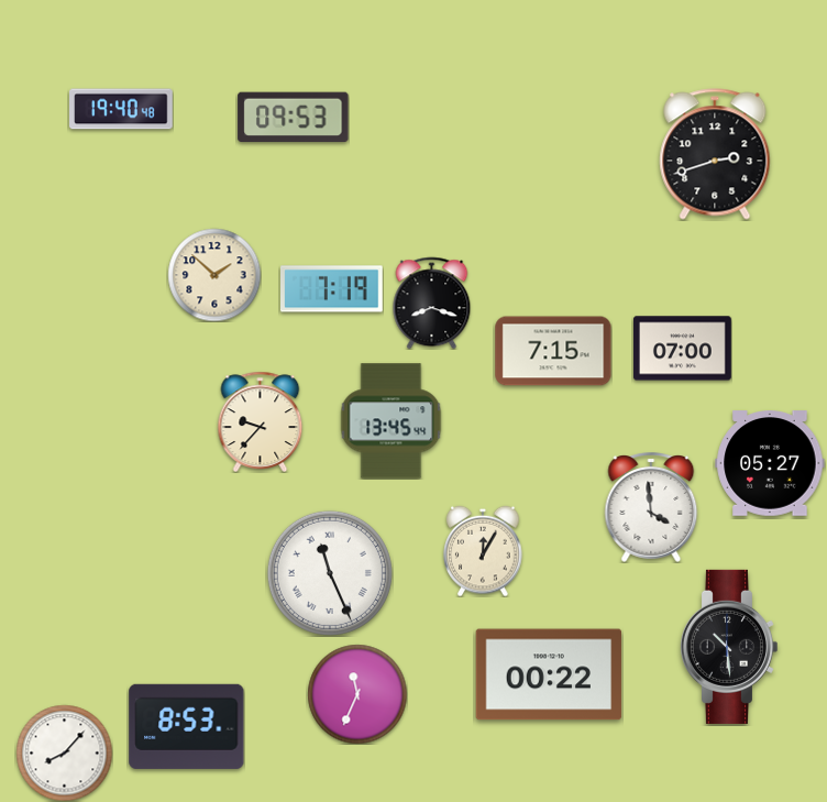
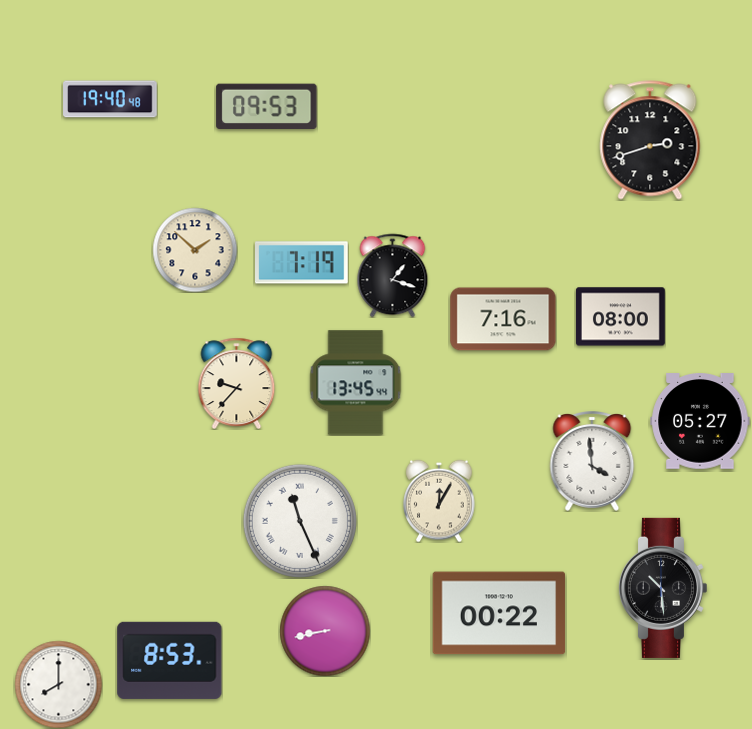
clock at (432, 303): 8:18 -> 1:18
clock at (682, 349): 07:00 -> 08:00
clock at (553, 351): 7:15 -> 7:16
clock at (357, 694): 11:34 -> 8:43
clock at (64, 752): 8:07 -> 8:00
